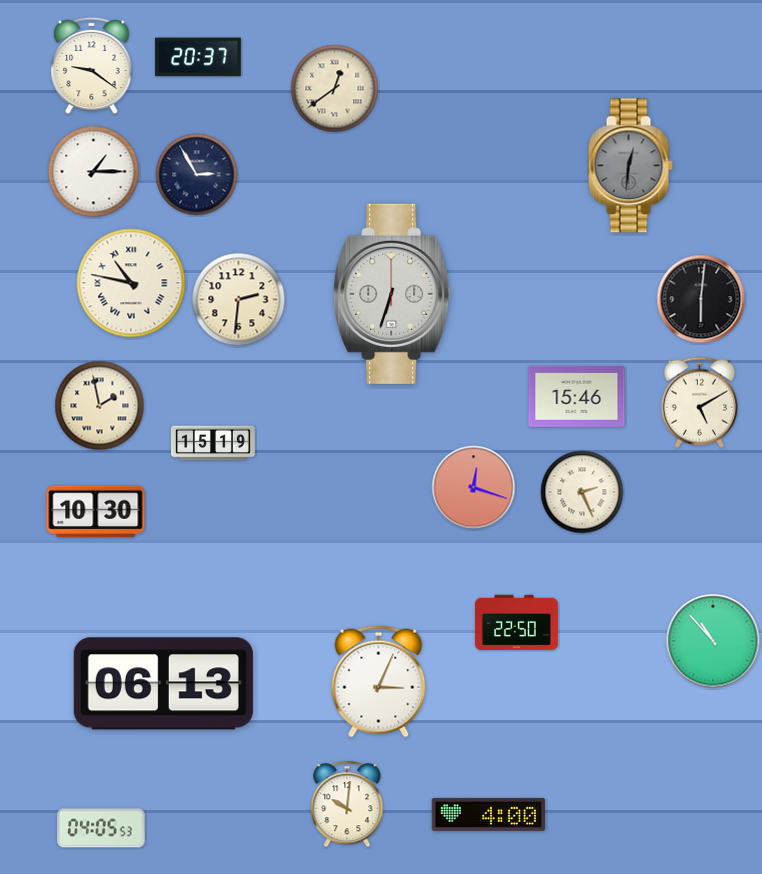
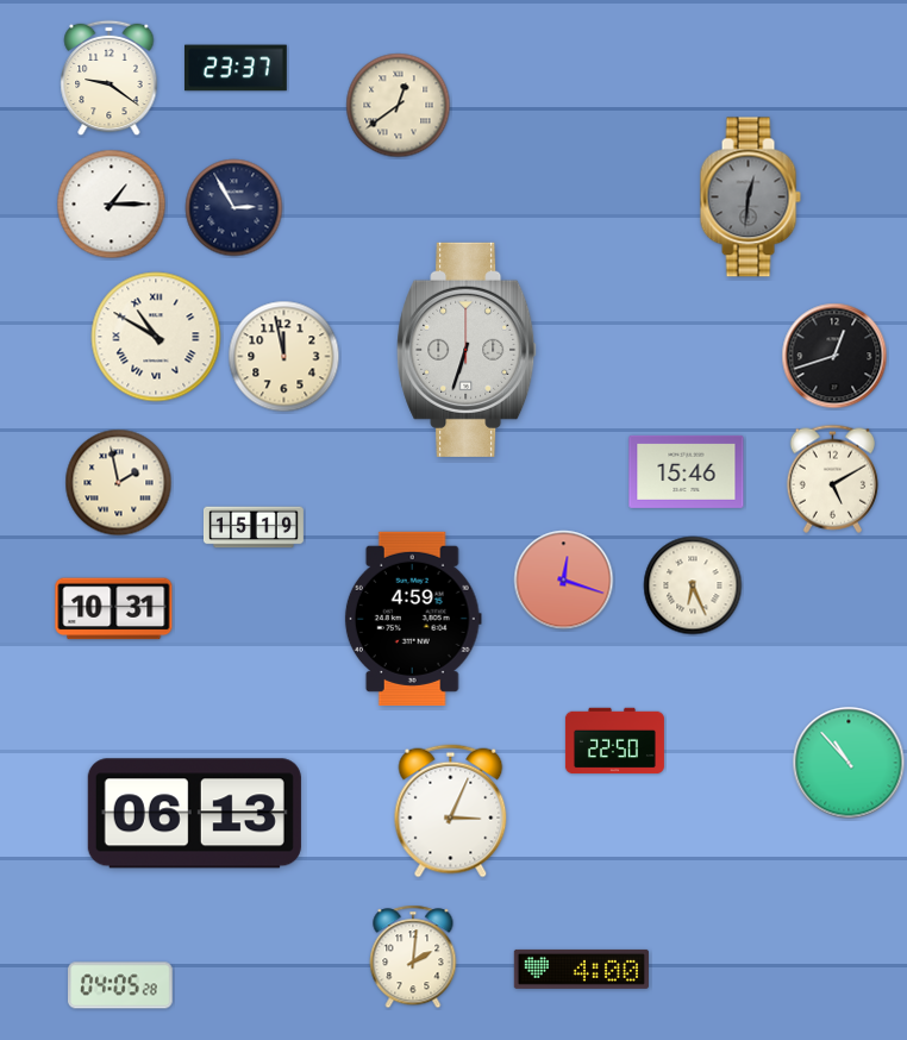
clock at (199, 57): 20:37 -> 23:37
clock at (131, 283): 10:47 -> 10:50
clock at (701, 299): 6:01 -> 12:42
clock at (239, 300): 2:31 -> 11:58
clock at (582, 492): 2:26 -> 6:26
clock at (96, 512): 10:30 -> 10:31
clock at (413, 619): none -> 4:59
clock at (347, 804): 10:01 -> 2:01
clock at (101, 828): 04:05:53 -> 04:05:28
